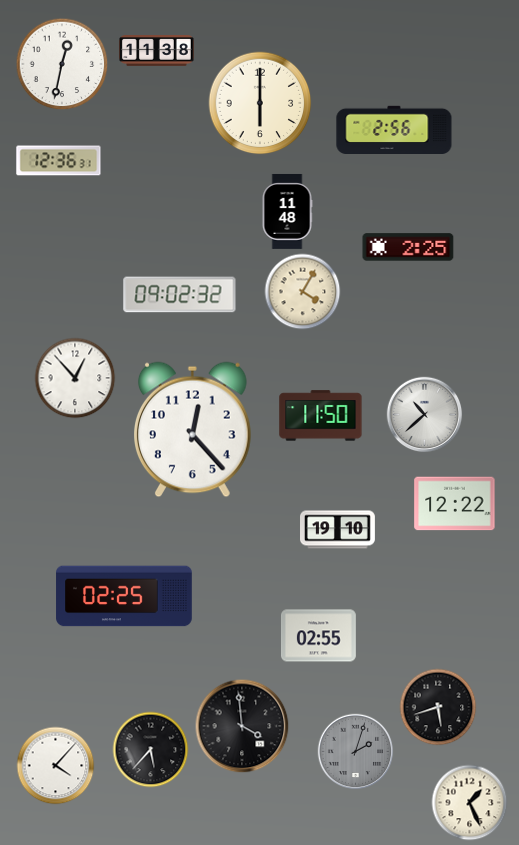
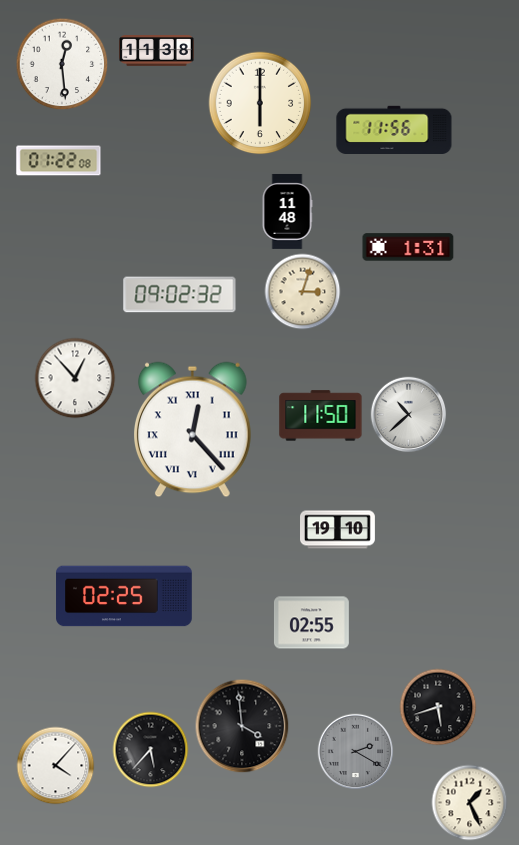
clock at (62, 64): 12:32 -> 12:29
clock at (394, 129): 2:56 -> 11:56
clock at (59, 161): 12:36 -> 01:22
clock at (408, 247): 2:25 -> 1:31
clock at (303, 292): 4:05 -> 3:03
clock at (425, 415) position: (425, 415) -> (409, 415)
clock at (193, 430) numerals: Arabic -> Roman
clock at (455, 504): 12:22 -> none
clock at (318, 636) position: (318, 636) -> (311, 623)
clock at (356, 752): 2:03 -> 2:20
